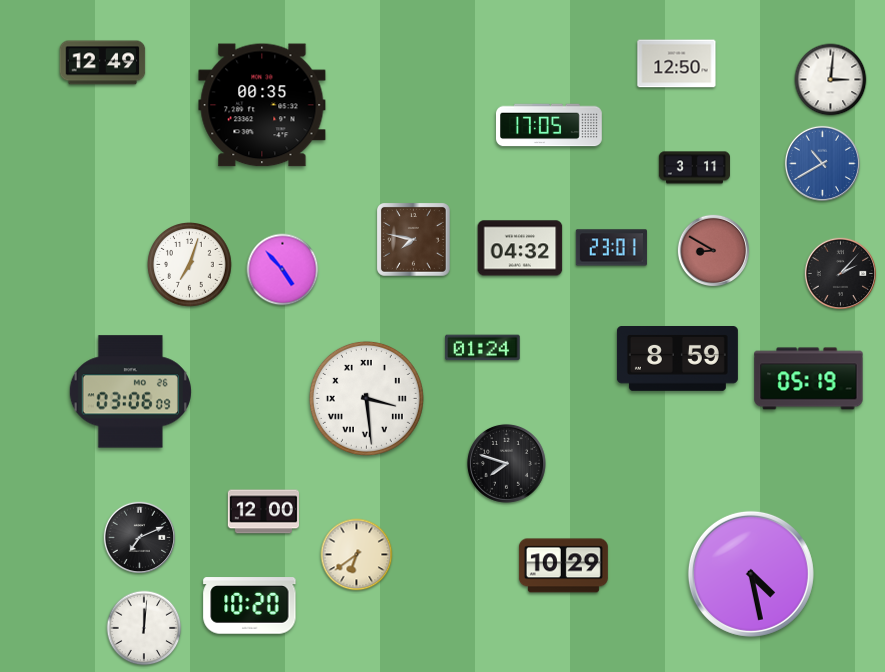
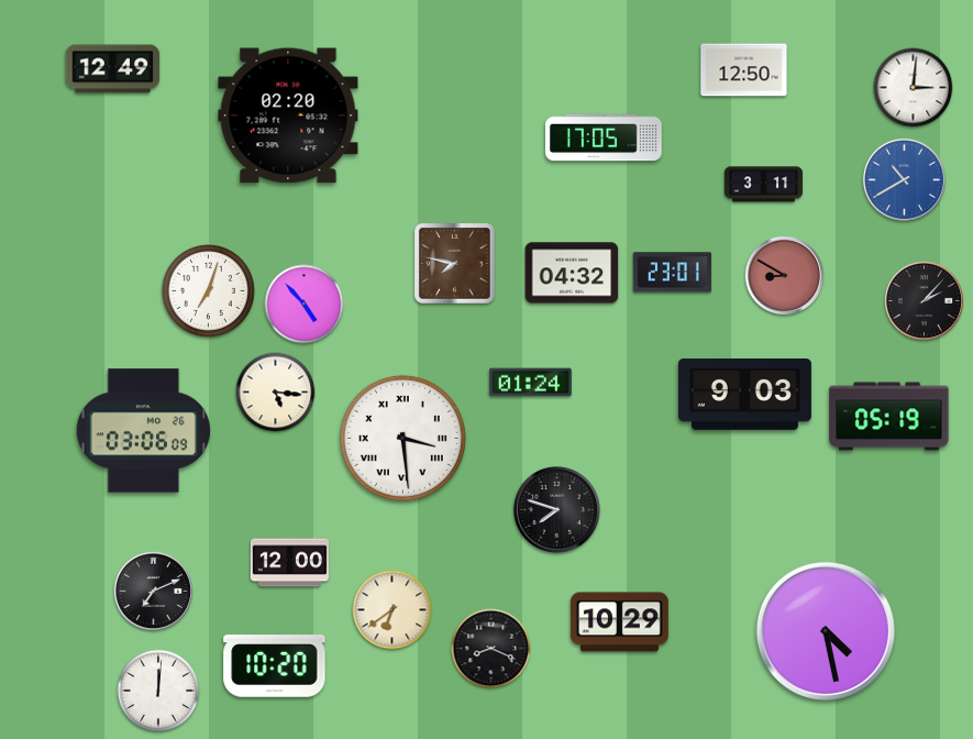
clock at (262, 105): 00:35 -> 02:20
clock at (283, 270) position: (283, 270) -> (305, 305)
clock at (276, 393): none -> 5:16
clock at (677, 359): 8:59 -> 9:03
clock at (491, 649): none -> 8:19
